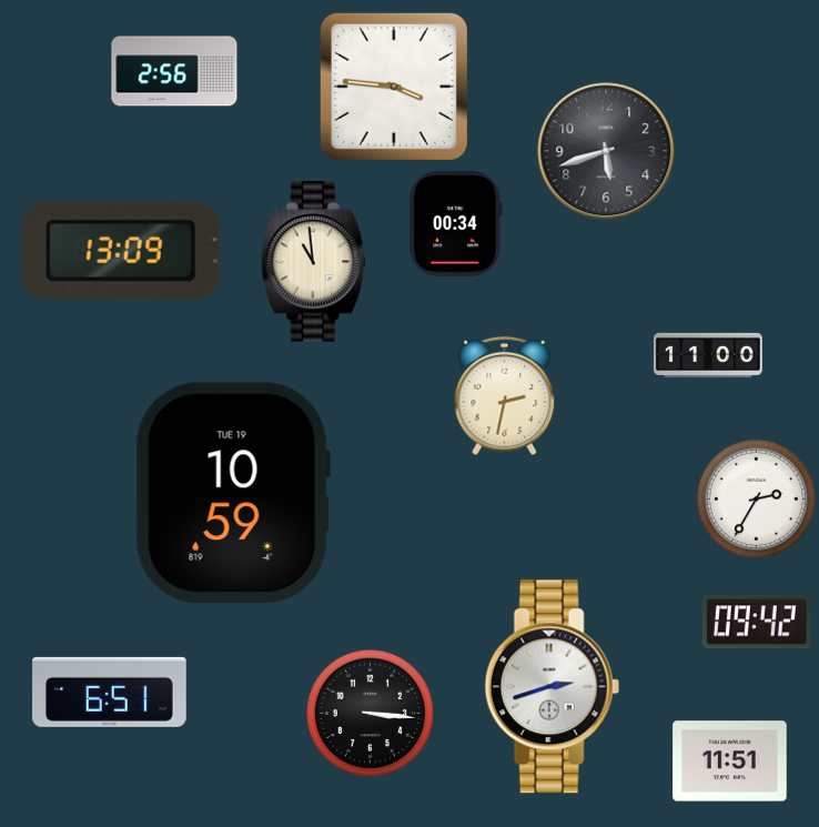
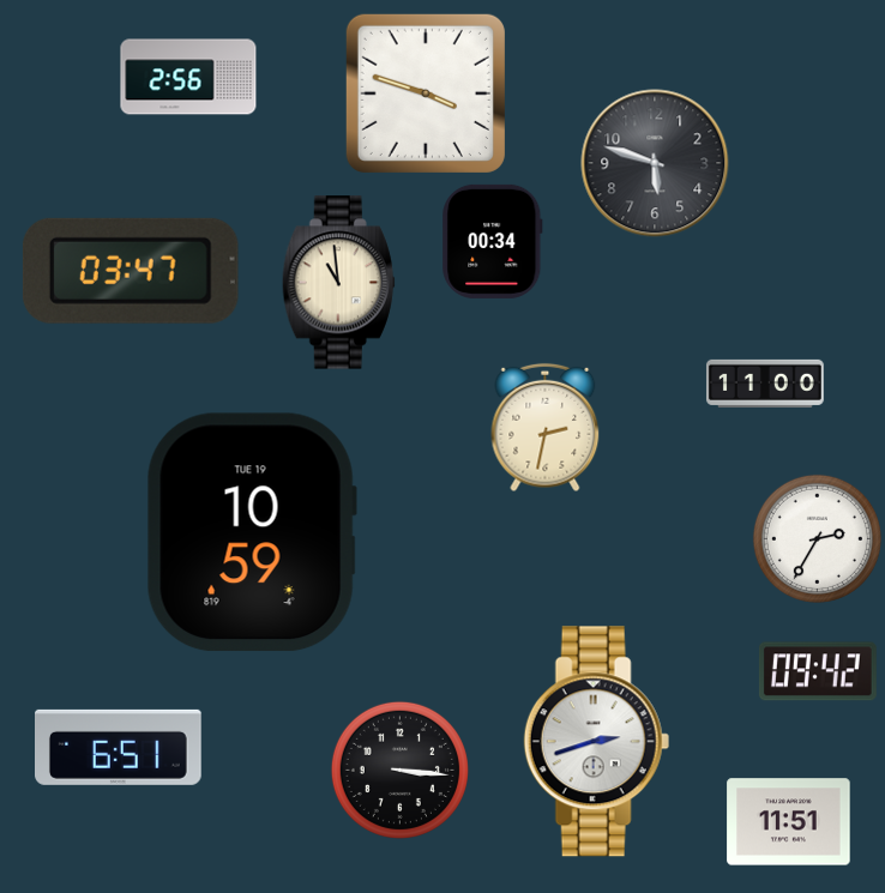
clock at (394, 87): 3:46 -> 3:48
clock at (606, 151): 5:42 -> 5:48
clock at (121, 251): 13:09 -> 03:47
